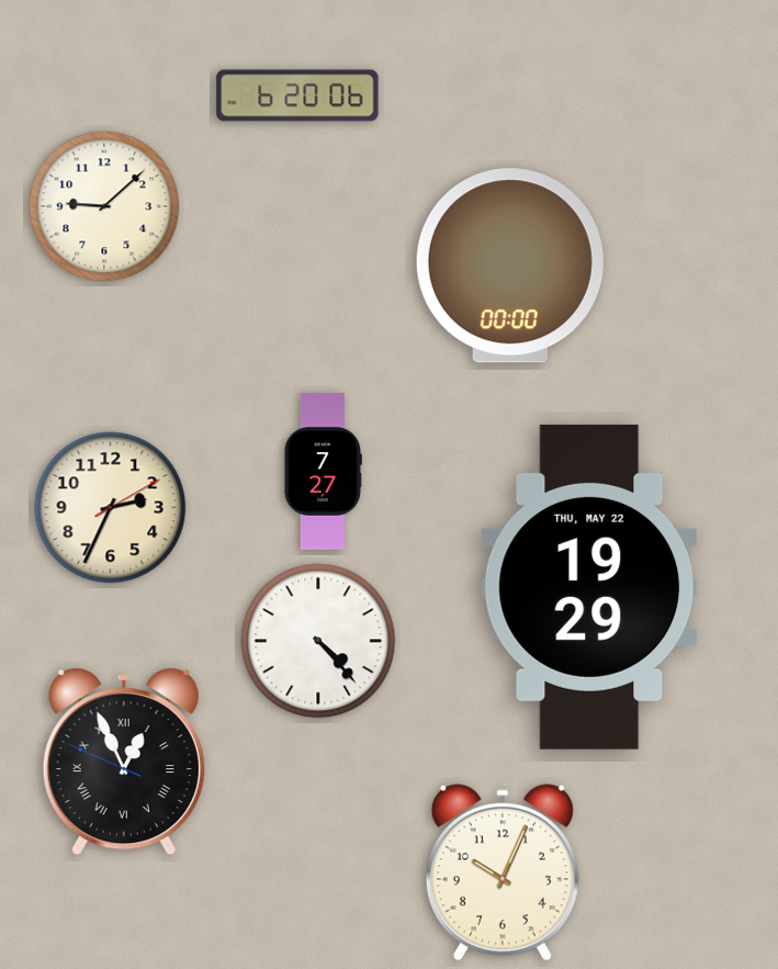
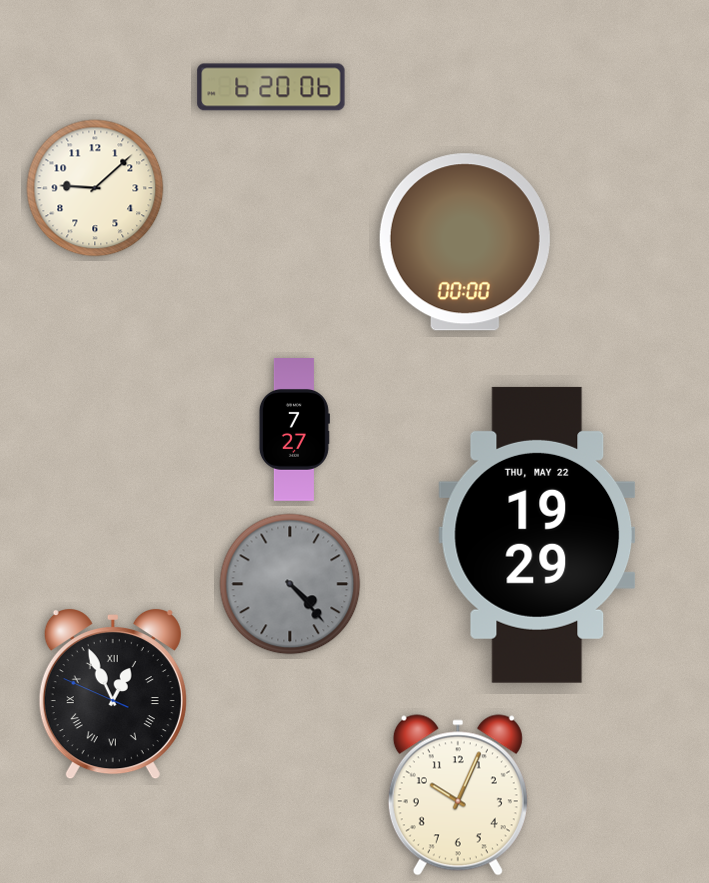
clock at (111, 508): 2:34 -> none
clock at (318, 641) dial: white -> grey
